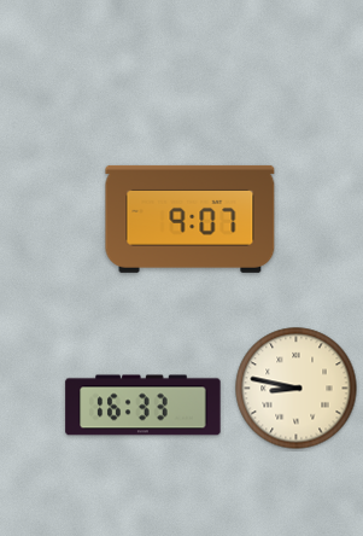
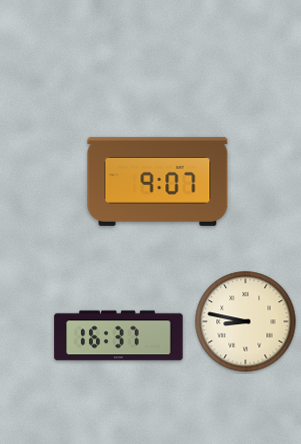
clock at (144, 406): 16:33 -> 16:37
